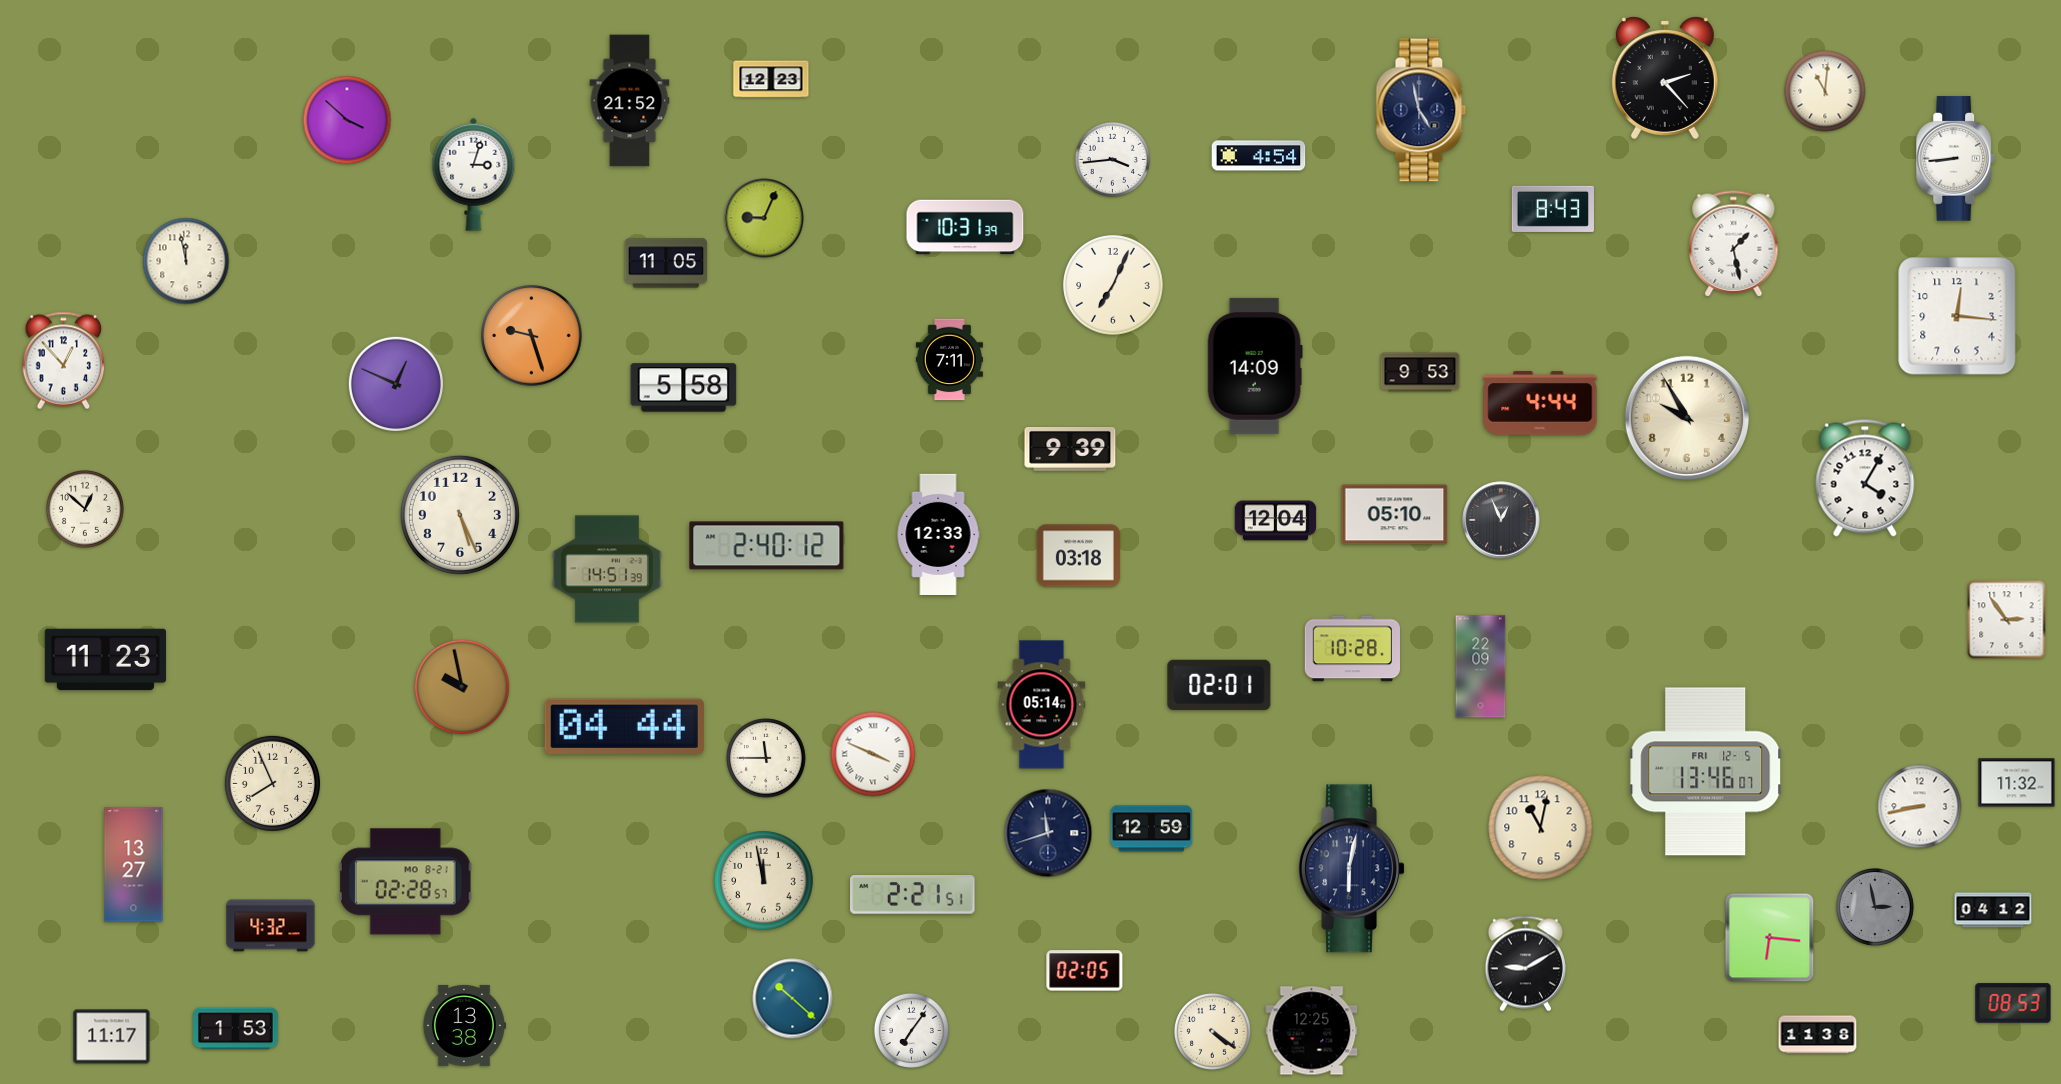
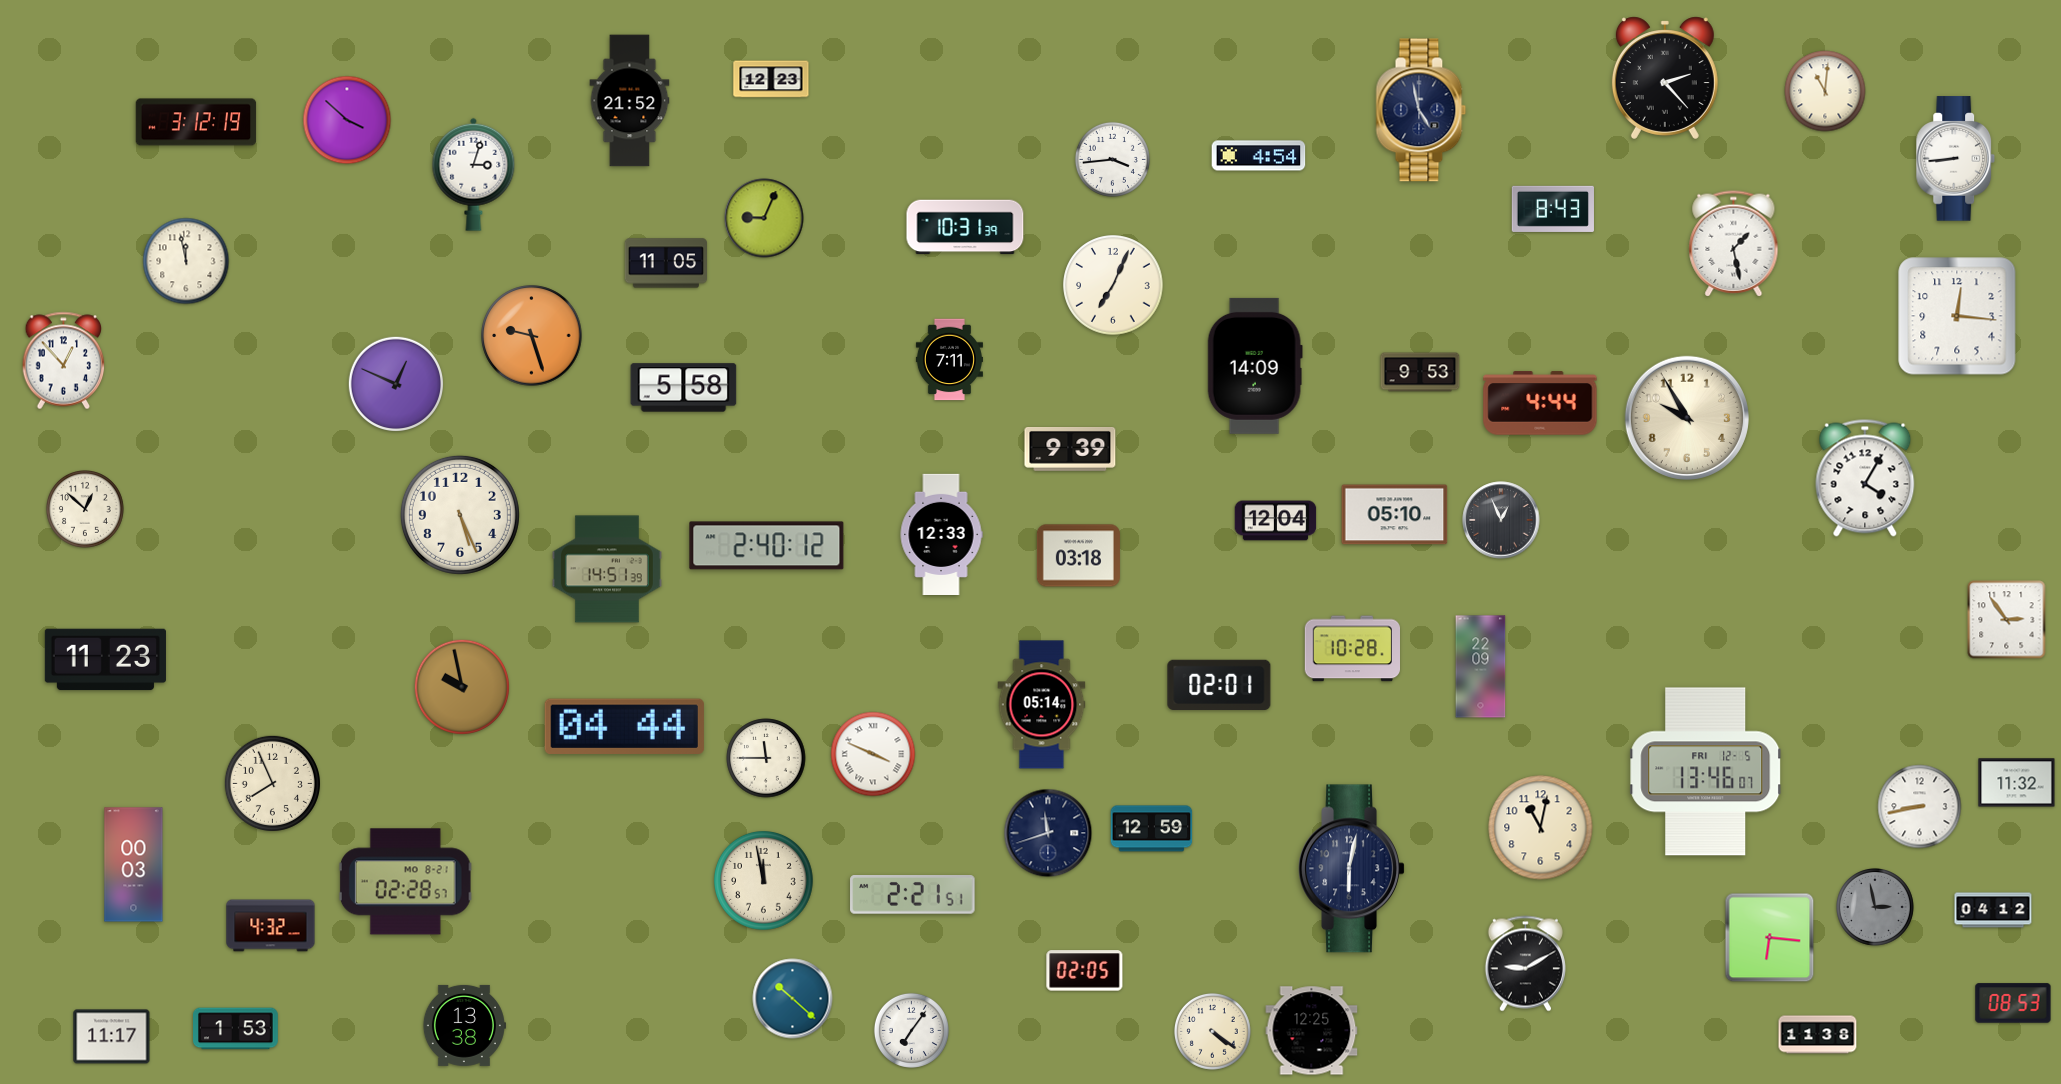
clock at (196, 122): none -> 3:12
clock at (938, 534) position: (938, 534) -> (941, 534)
clock at (134, 865): 13:27 -> 00:03
